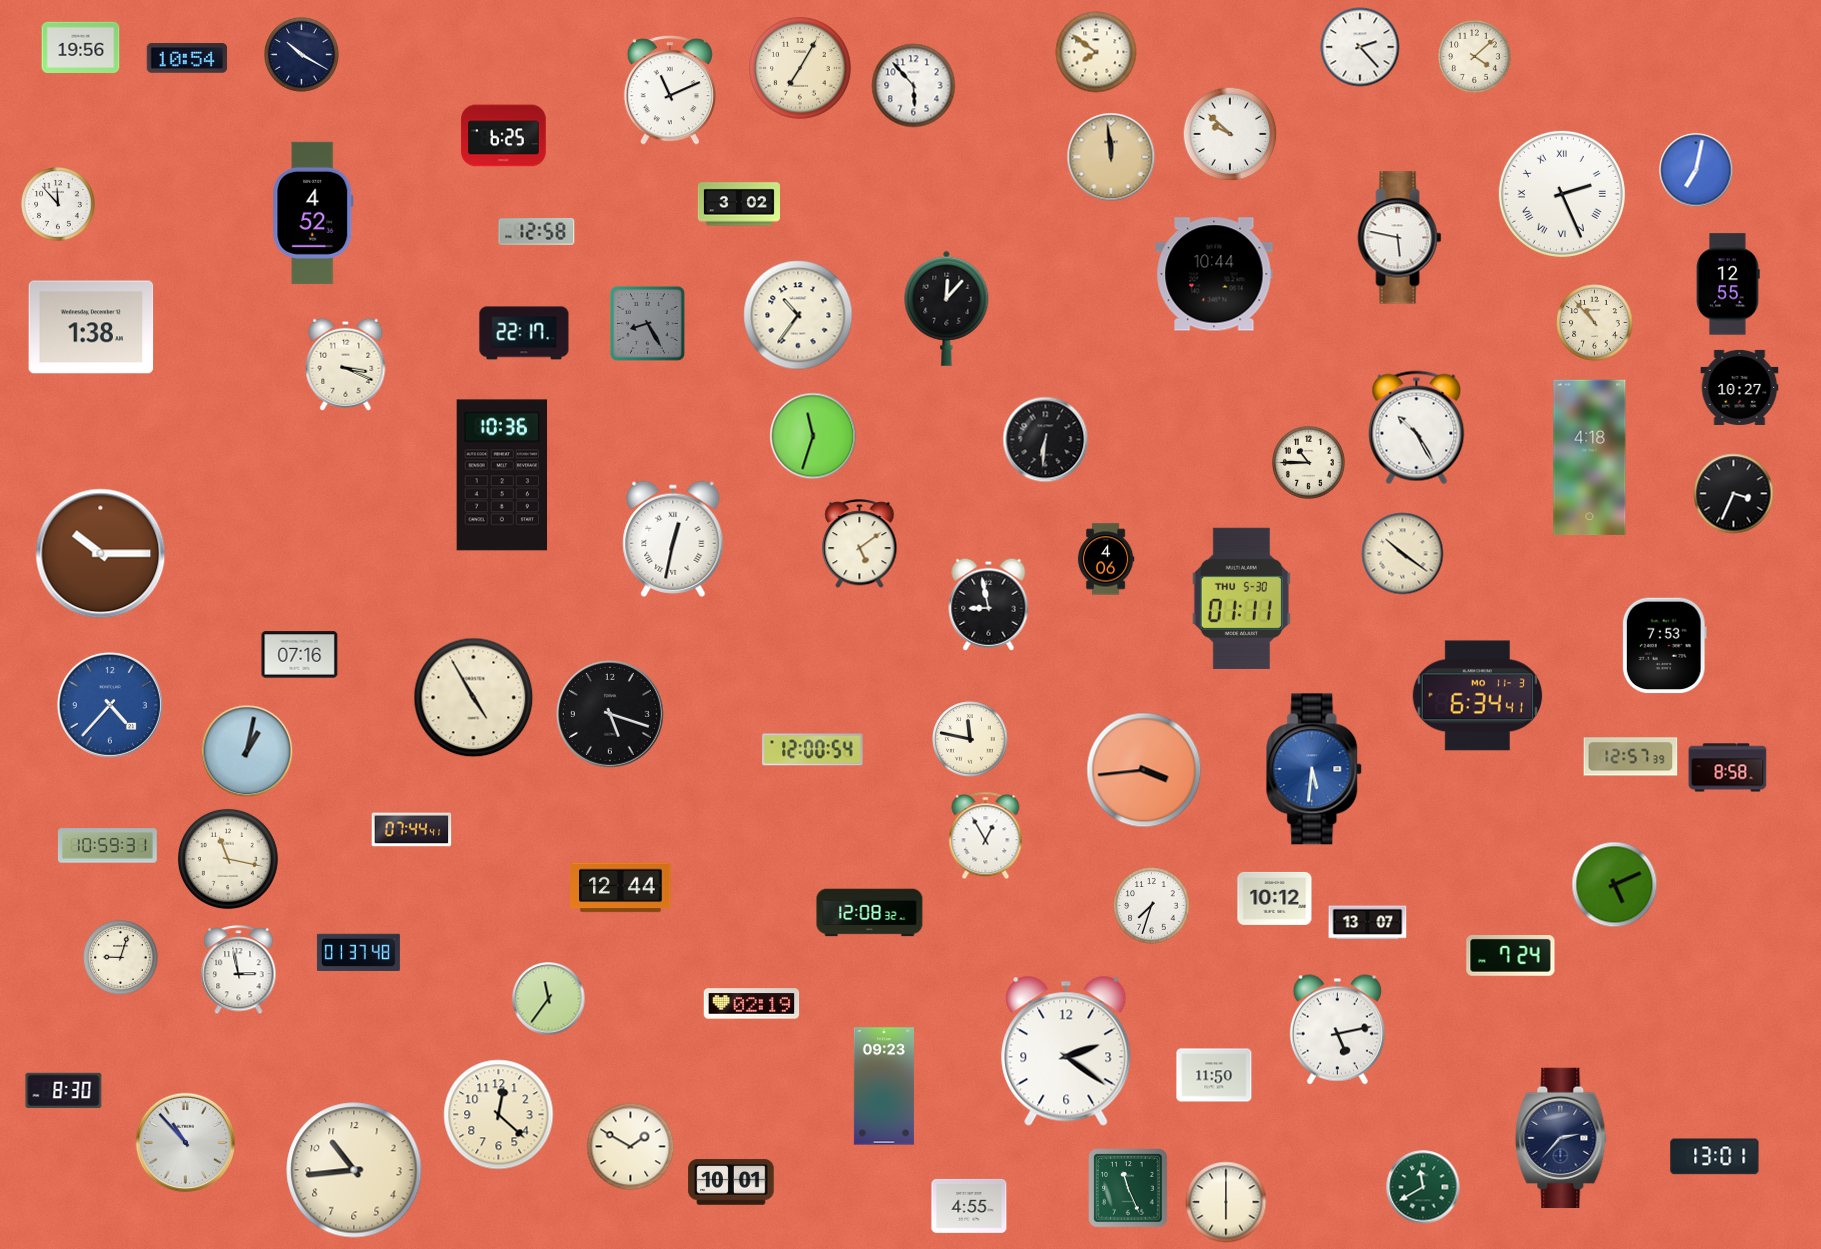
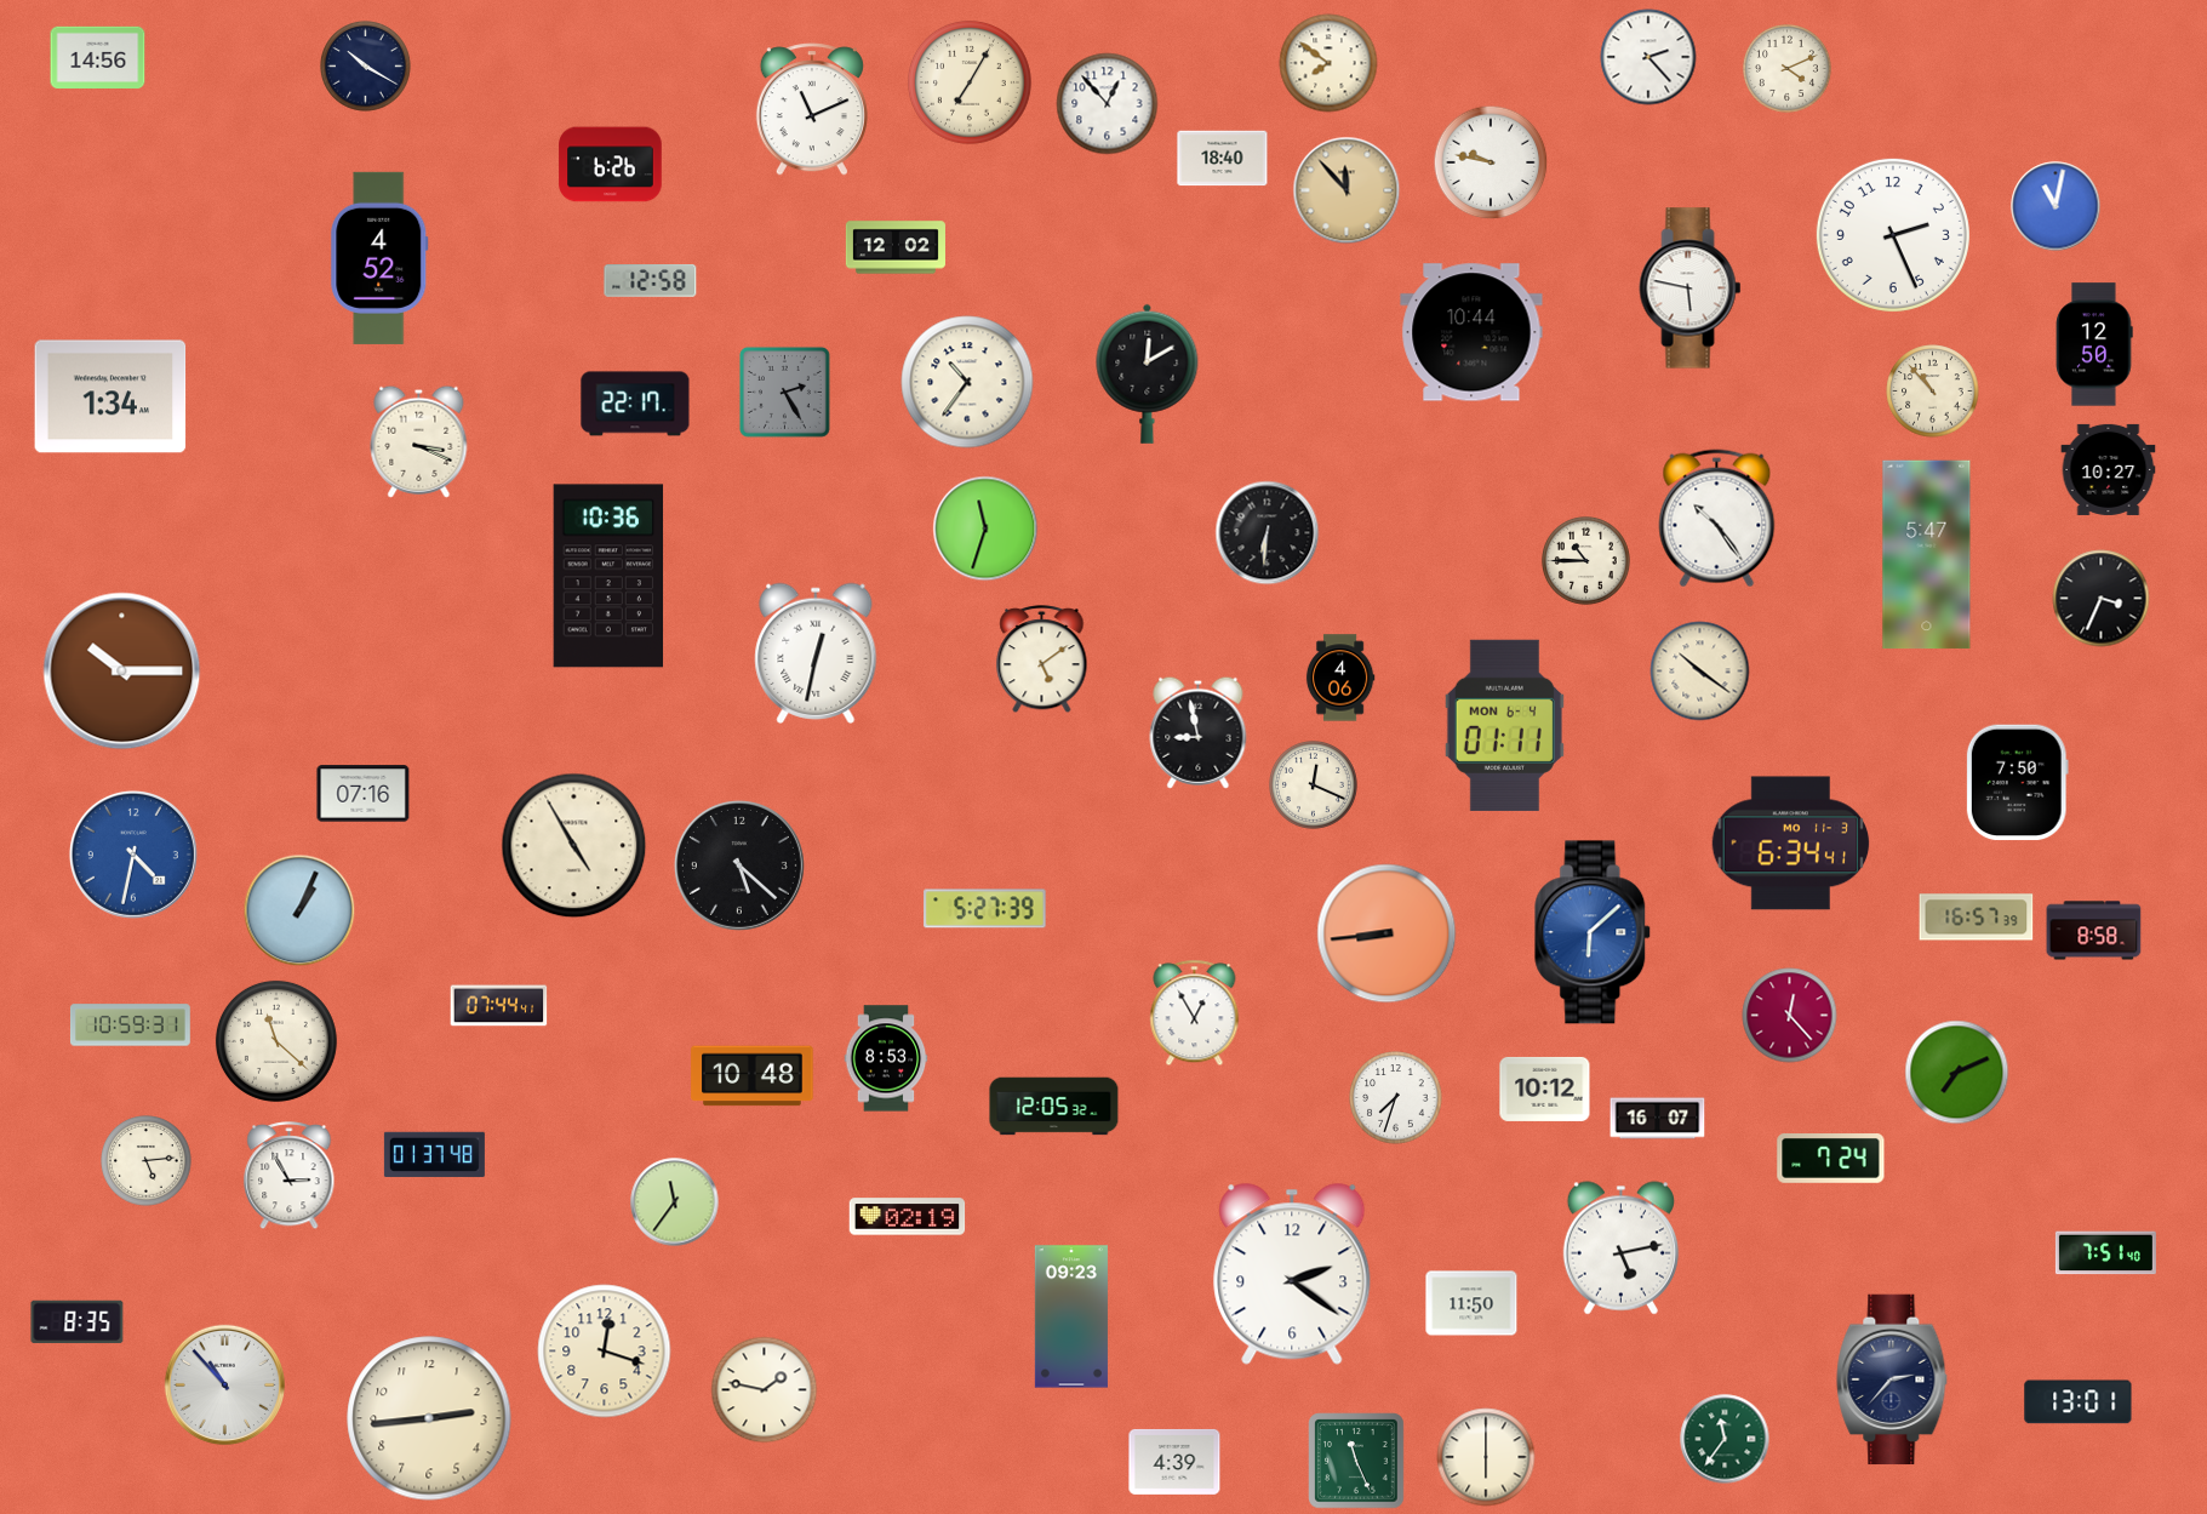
clock at (81, 48): 19:56 -> 14:56
clock at (1475, 57): 4:08 -> 4:11
clock at (187, 58): 10:54 -> none
clock at (914, 86): 5:53 -> 12:53
clock at (1223, 159): none -> 18:40
clock at (1230, 134): 9:52 -> 9:47
clock at (504, 136): 6:25 -> 6:26
clock at (1111, 157): 11:59 -> 11:53
clock at (1696, 170): 7:02 -> 11:02
clock at (1562, 194) numerals: Roman -> Arabic
clock at (58, 204): 11:53 -> none
clock at (739, 204): 3:02 -> 12:02
clock at (1400, 238) position: (1400, 238) -> (1691, 288)
clock at (1728, 284): 12:55 -> 12:50
clock at (947, 308): 12:07 -> 12:10
clock at (647, 323): 8:25 -> 2:25
clock at (91, 327): 1:38 -> 1:34
clock at (1417, 428): 10:25 -> 10:24
clock at (1590, 458): 4:18 -> 5:47
clock at (1241, 598) date: THU 5-30 -> MON 6-4
clock at (1664, 646): 7:53 -> 7:50
clock at (1314, 785): none -> 12:19
clock at (110, 705): 4:37 -> 4:32
clock at (610, 714): 5:18 -> 5:22
clock at (970, 739): 11:47 -> none
clock at (813, 750): 12:00 -> 5:27
clock at (247, 751): 1:02 -> 1:04
clock at (1631, 757): 12:57 -> 16:57
clock at (1315, 769): 5:31 -> 6:08
clock at (1144, 770): 3:44 -> 8:44
clock at (1790, 1016): none -> 12:23
clock at (228, 859): 11:17 -> 11:22
clock at (886, 1058): none -> 8:53
clock at (1615, 885): 5:11 -> 7:11
clock at (621, 888): 12:44 -> 10:48
clock at (870, 913): 12:08 -> 12:05
clock at (1368, 923): 13:07 -> 16:07
clock at (121, 958): 9:03 -> 5:14
clock at (239, 970): 2:58 -> 2:55
clock at (549, 999) position: (549, 999) -> (675, 1202)
clock at (752, 1004) position: (752, 1004) -> (908, 1217)
clock at (2105, 1253): none -> 7:51
clock at (64, 1091): 8:30 -> 8:35
clock at (499, 1115): 12:22 -> 12:18
clock at (631, 1147): 1:50 -> 1:47
clock at (354, 1170): 10:44 -> 2:44
clock at (731, 1182): 10:01 -> none
clock at (1423, 1187): 11:40 -> 11:36
clock at (1128, 1188) position: (1128, 1188) -> (1356, 1461)
clock at (969, 1206): 4:55 -> 4:39
